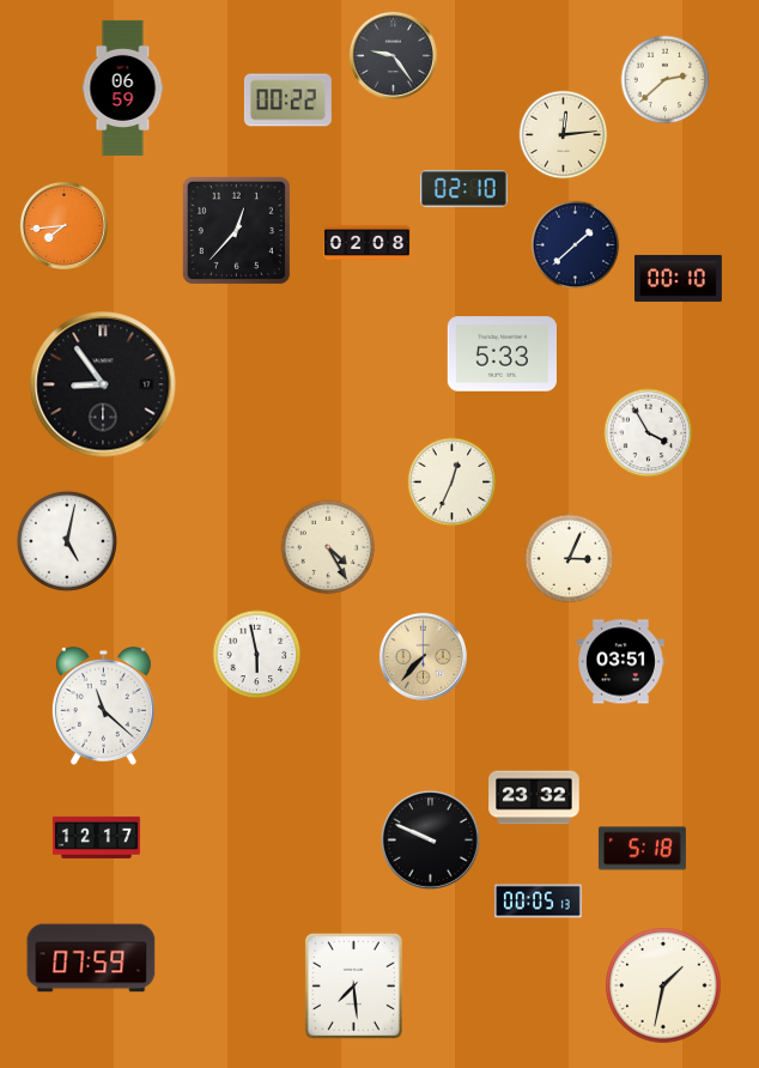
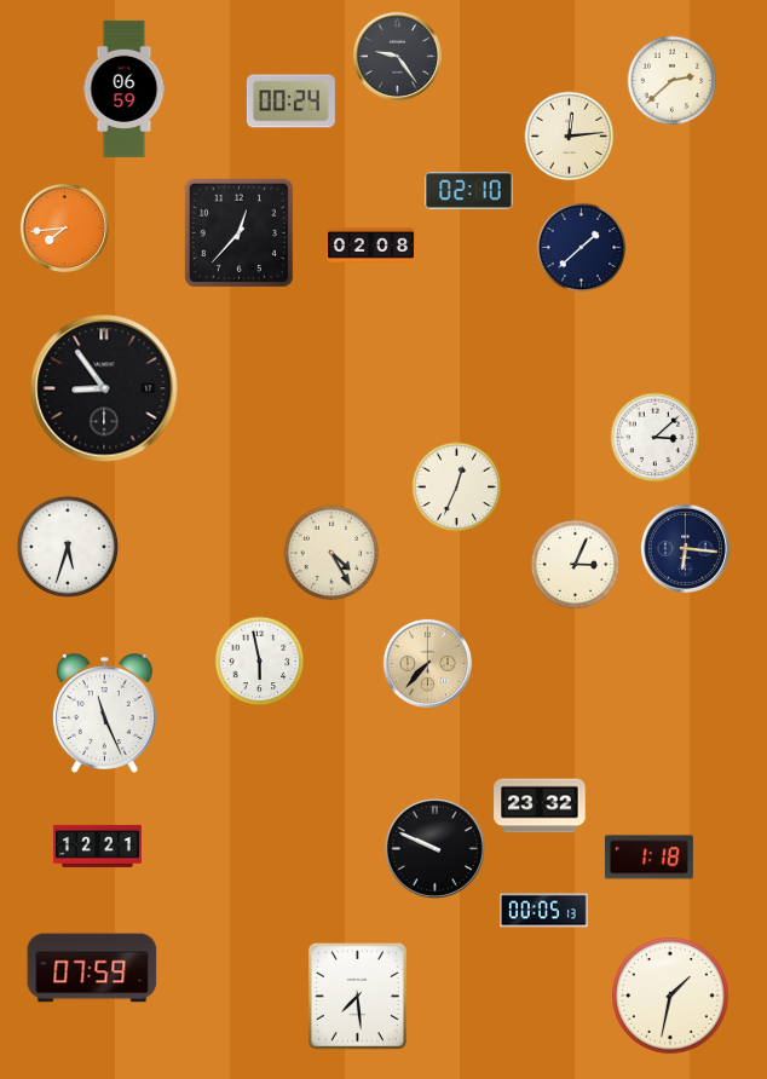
clock at (287, 101): 00:22 -> 00:24
clock at (678, 278): 00:10 -> none
clock at (502, 354): 5:33 -> none
clock at (649, 433): 3:55 -> 3:08
clock at (67, 541): 5:02 -> 5:33
clock at (685, 548): none -> 6:16
clock at (620, 662): 03:51 -> none
clock at (103, 706): 11:22 -> 11:26
clock at (96, 837): 12:17 -> 12:21
clock at (642, 849): 5:18 -> 1:18
